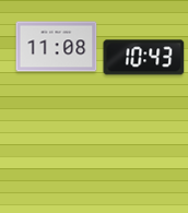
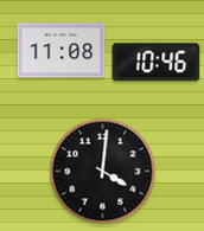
clock at (144, 58): 10:43 -> 10:46
clock at (103, 172): none -> 4:01
